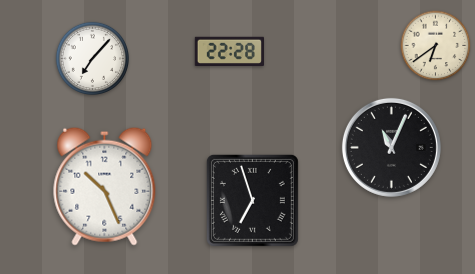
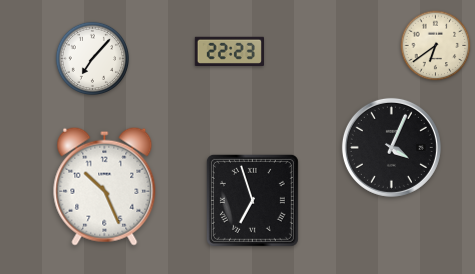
clock at (229, 51): 22:28 -> 22:23
clock at (391, 147): 11:04 -> 4:04
